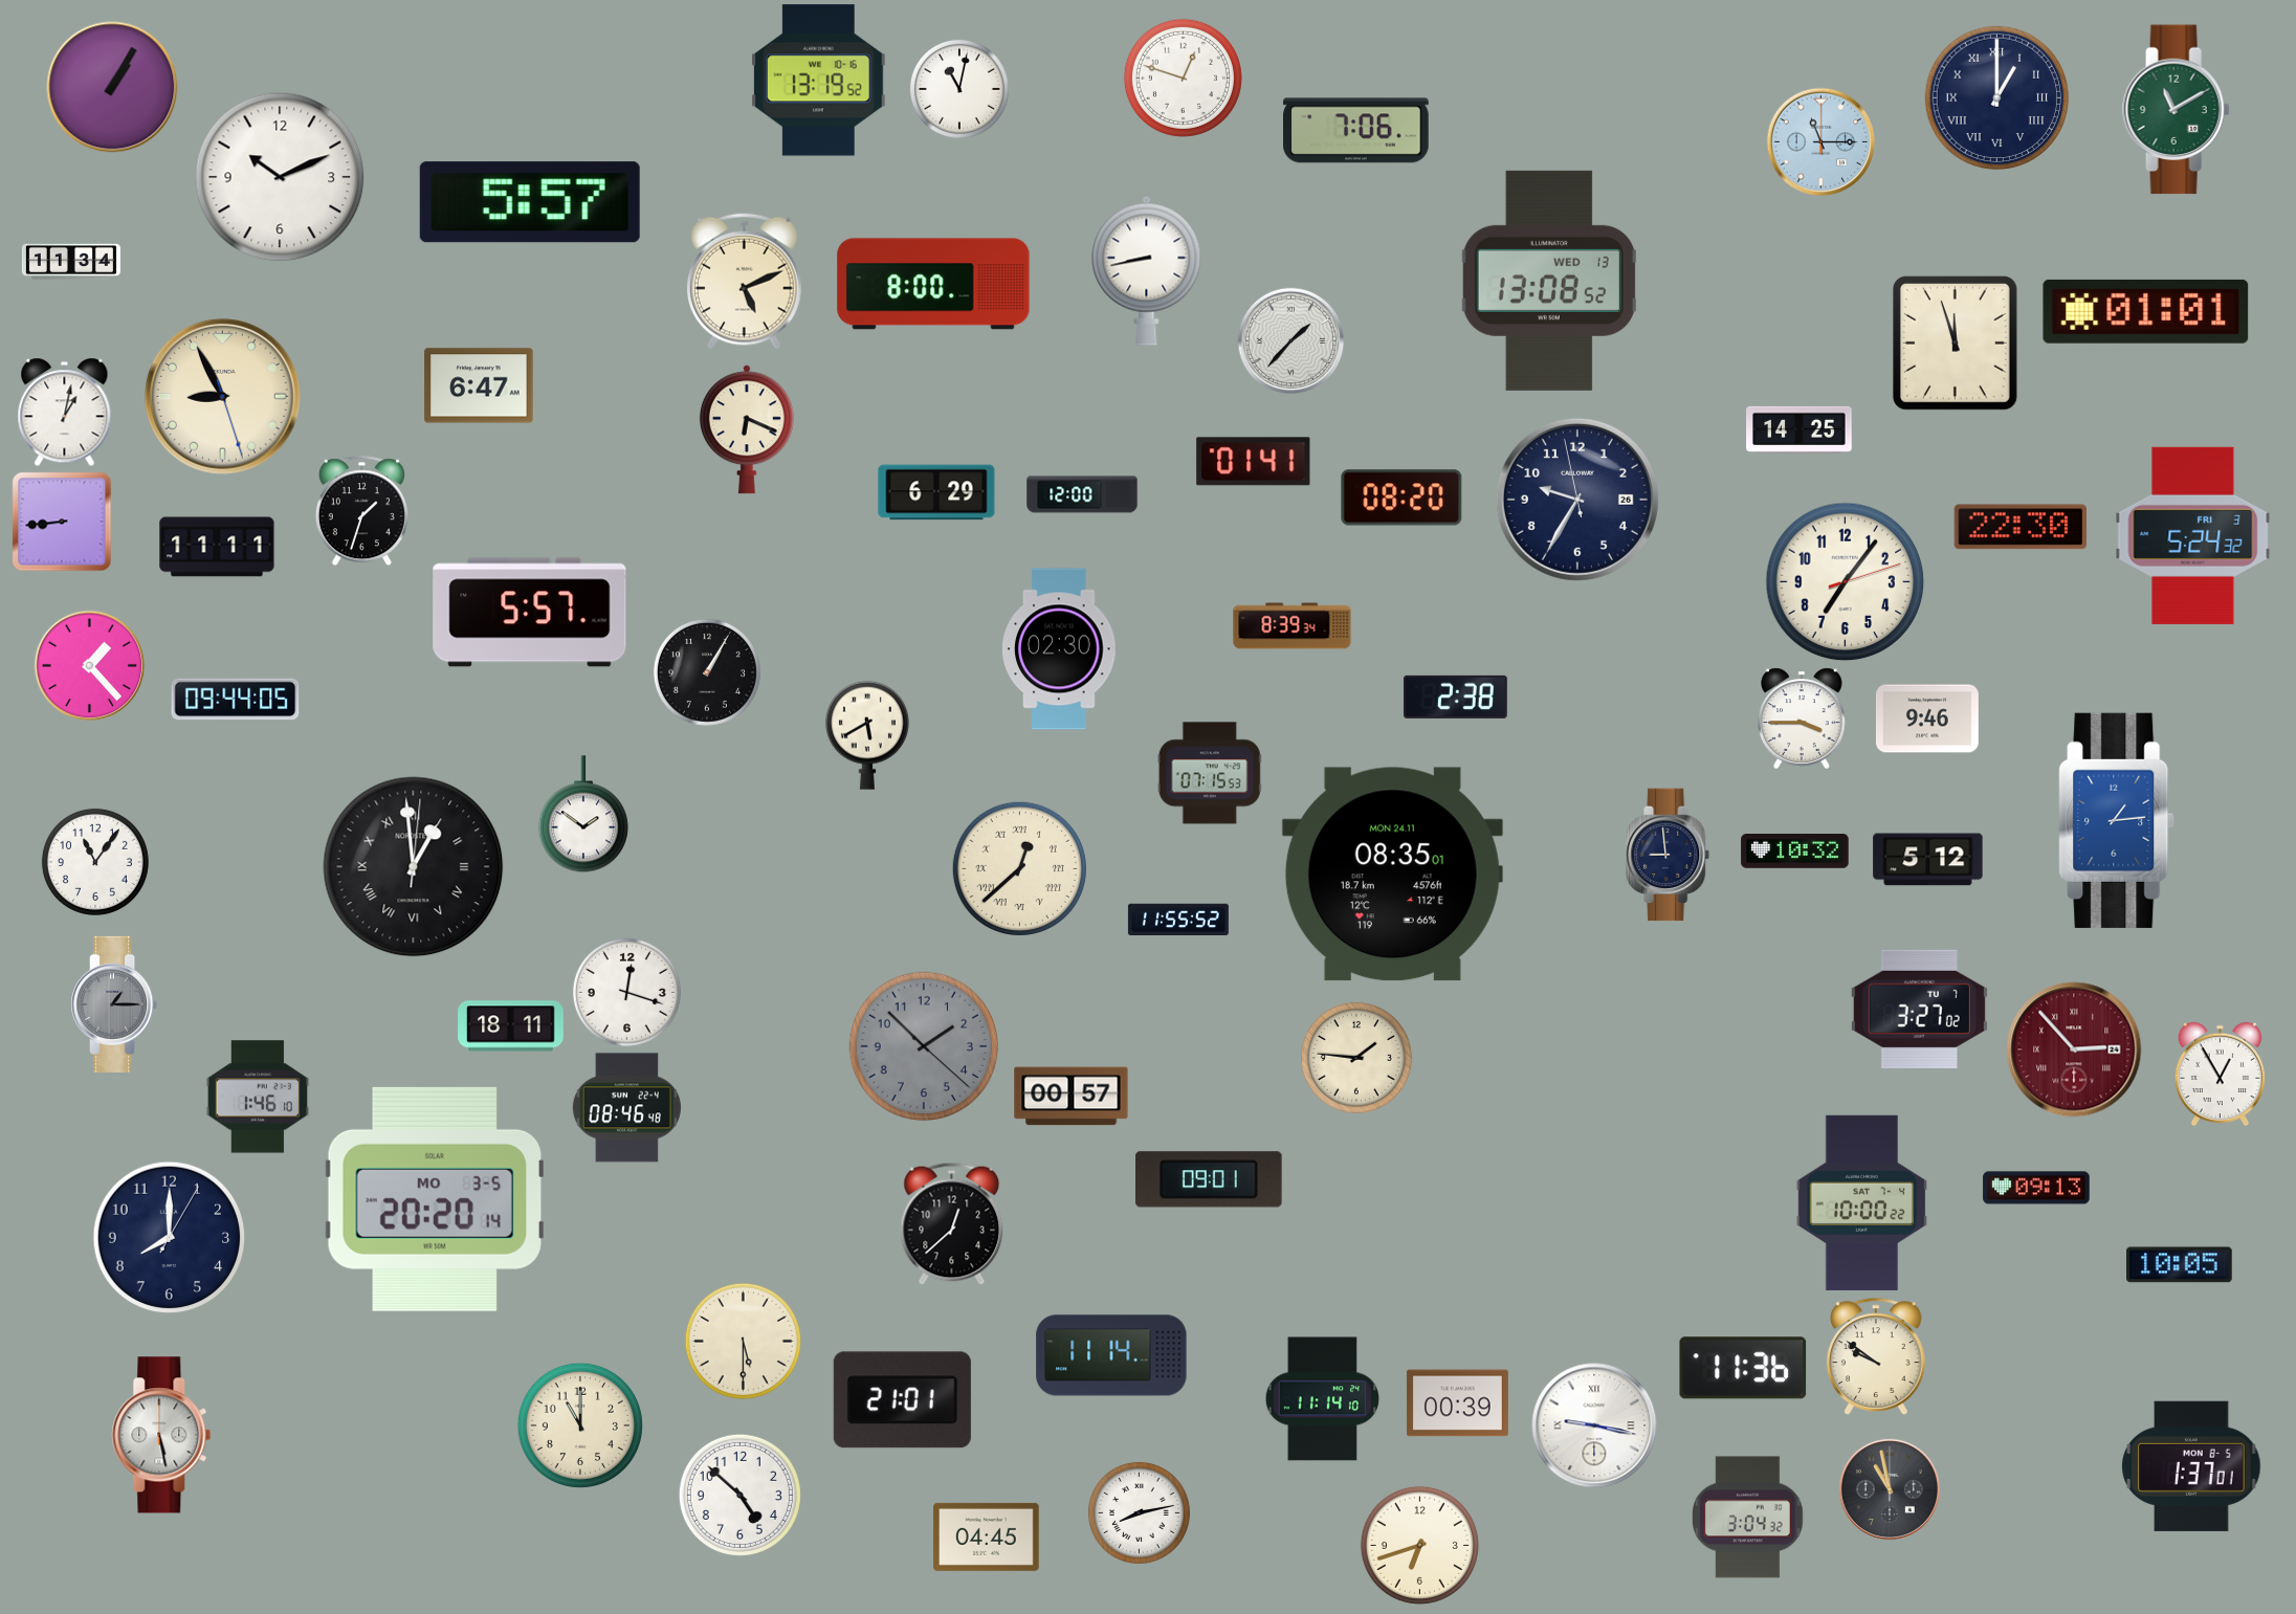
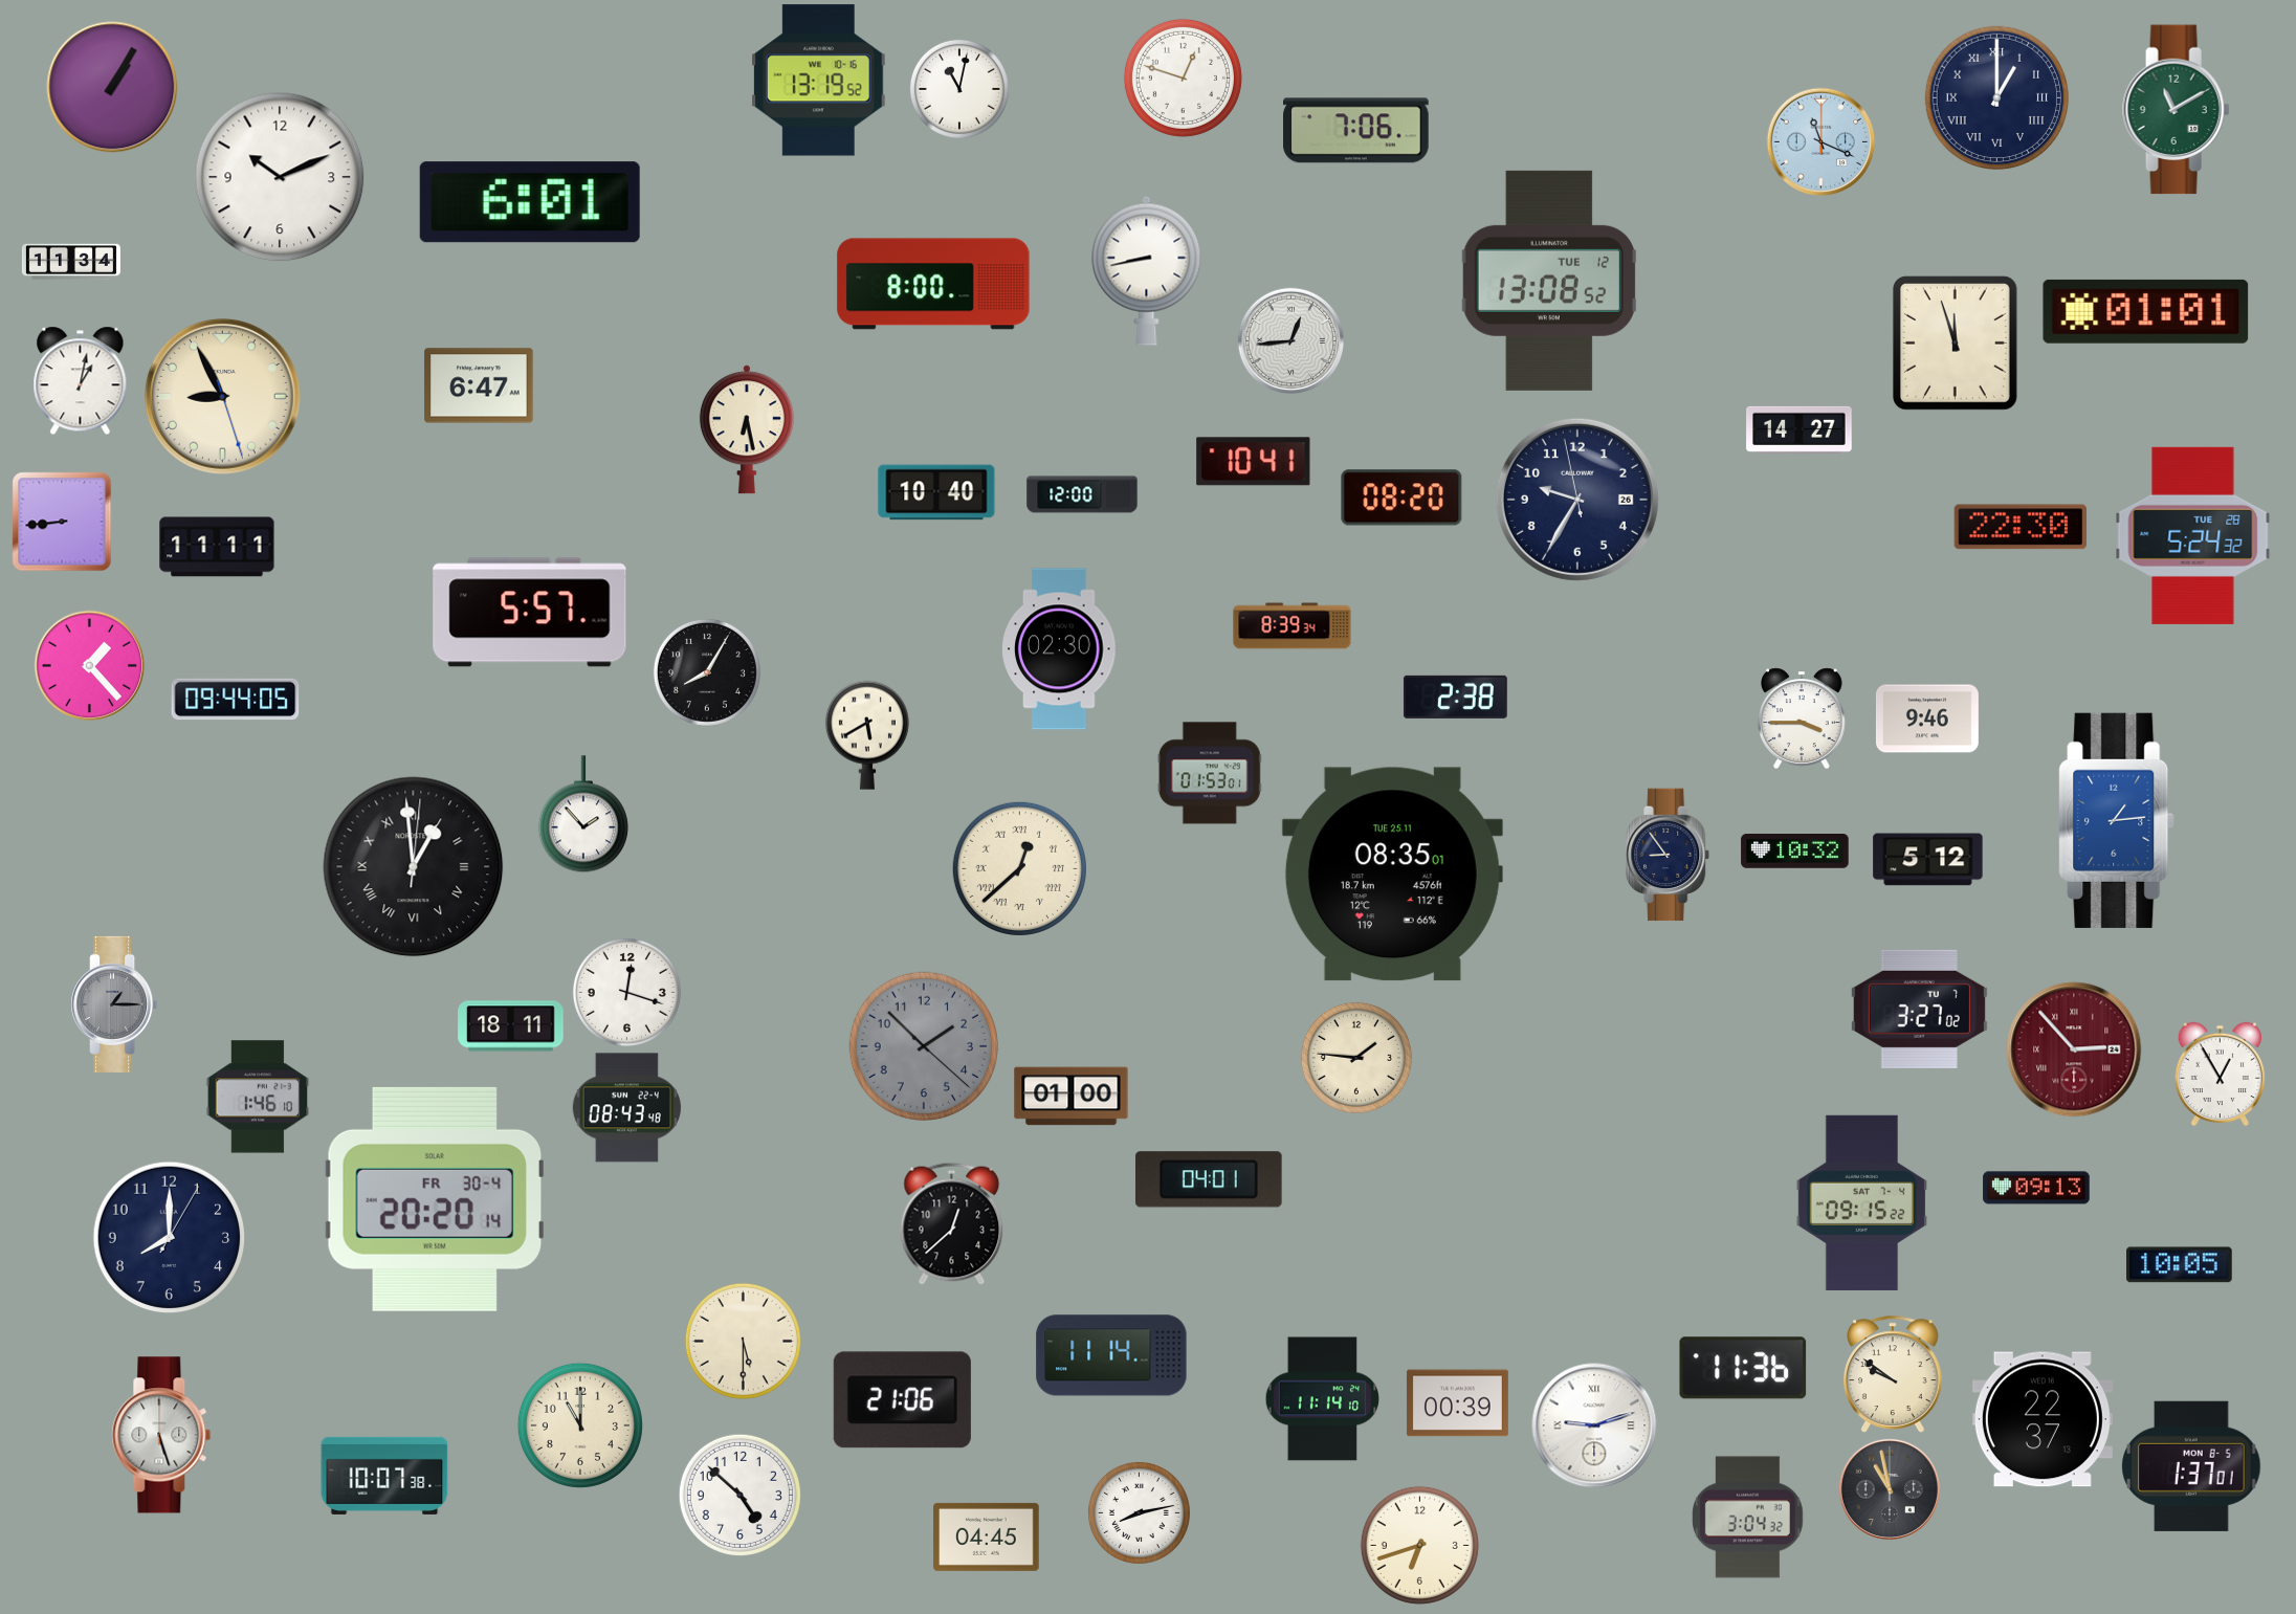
clock at (1822, 142): 11:15 -> 11:19
clock at (530, 202): 5:57 -> 6:01
clock at (745, 281): 5:11 -> none
clock at (1549, 281) date: WED 13 -> TUE 12
clock at (1290, 340): 1:37 -> 12:44
clock at (65, 413) position: (65, 413) -> (81, 381)
clock at (747, 429): 6:19 -> 6:28
clock at (1800, 429): 14:25 -> 14:27
clock at (1254, 462): 01:41 -> 10:41
clock at (936, 492): 6:29 -> 10:40
clock at (361, 511): 1:33 -> none
clock at (2193, 535) date: FRI 3 -> TUE 28
clock at (1846, 582): 7:06 -> none
clock at (707, 672): 1:05 -> 8:05
clock at (1210, 773): 07:15 -> 01:53
clock at (583, 815): 1:51 -> 1:53
clock at (1669, 855): 8:59 -> 8:54
clock at (95, 862): 11:06 -> none
clock at (1392, 875) date: MON 24.11 -> TUE 25.11
clock at (1178, 920): 11:55 -> none
clock at (1072, 1097): 00:57 -> 01:00
clock at (626, 1108): 08:46 -> 08:43
clock at (1209, 1179): 09:01 -> 04:01
clock at (435, 1199) date: MO 3-5 -> FR 30-4
clock at (1861, 1202): 10:00 -> 09:15
clock at (1877, 1356) position: (1877, 1356) -> (1894, 1374)
clock at (902, 1400): 21:01 -> 21:06
clock at (2043, 1419): none -> 22:37
clock at (1594, 1425): 9:17 -> 9:12
clock at (161, 1435): 5:28 -> 5:27
clock at (384, 1476): none -> 10:07
